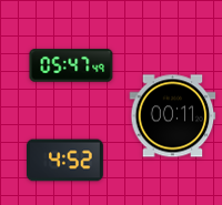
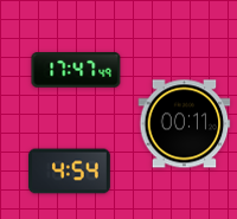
clock at (71, 65): 05:47 -> 17:47
clock at (64, 161): 4:52 -> 4:54
